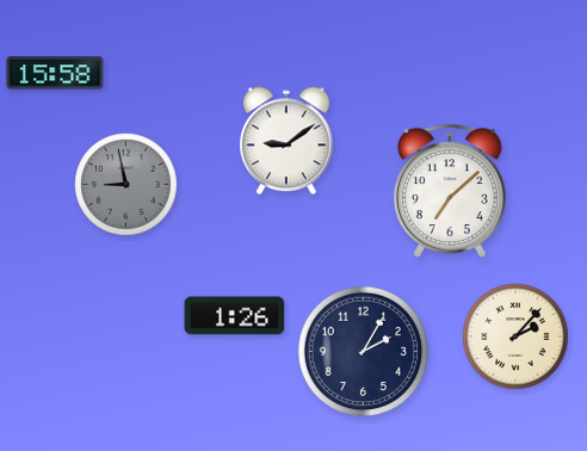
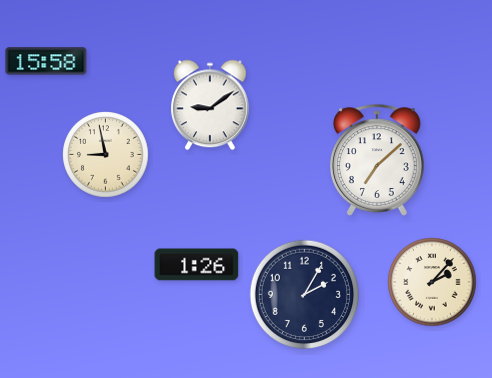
clock at (288, 141) position: (288, 141) -> (211, 105)
clock at (126, 185) dial: grey -> cream
